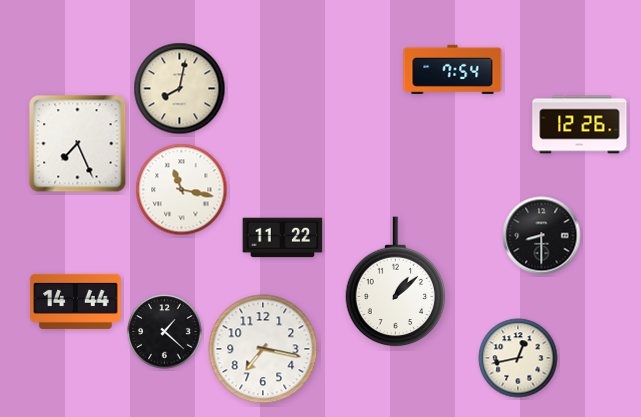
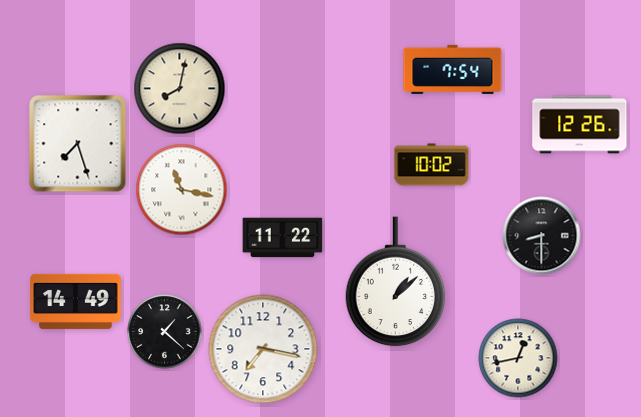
clock at (78, 144): 7:26 -> 7:27
clock at (432, 165): none -> 10:02
clock at (76, 301): 14:44 -> 14:49
